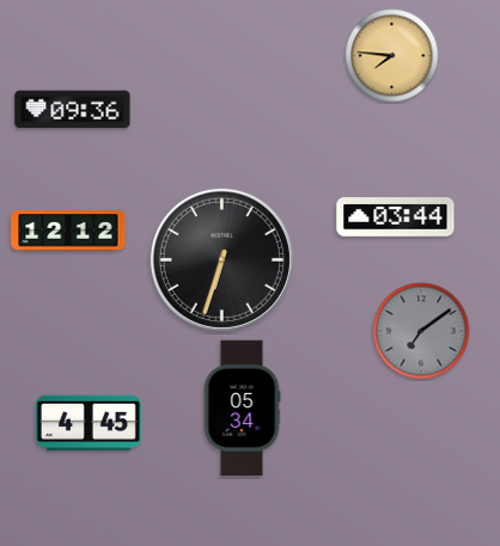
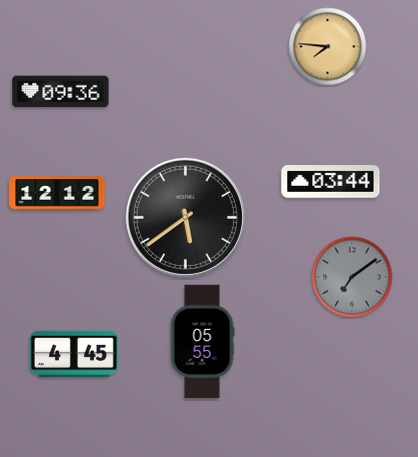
clock at (221, 259): 6:33 -> 5:39
clock at (242, 409): 05:34 -> 05:55
